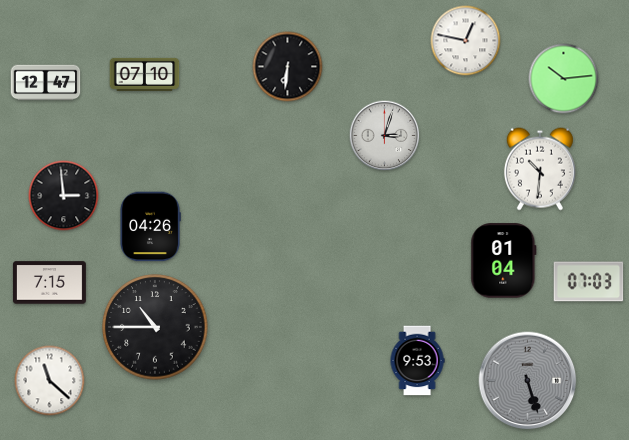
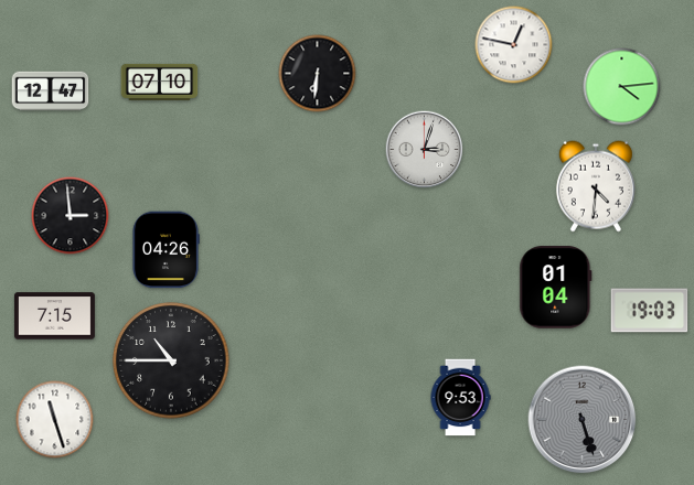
clock at (564, 79): 10:14 -> 4:14
clock at (540, 169): 10:31 -> 4:31
clock at (589, 282): 07:03 -> 19:03
clock at (49, 283) position: (49, 283) -> (54, 316)
clock at (50, 381): 11:22 -> 11:27
